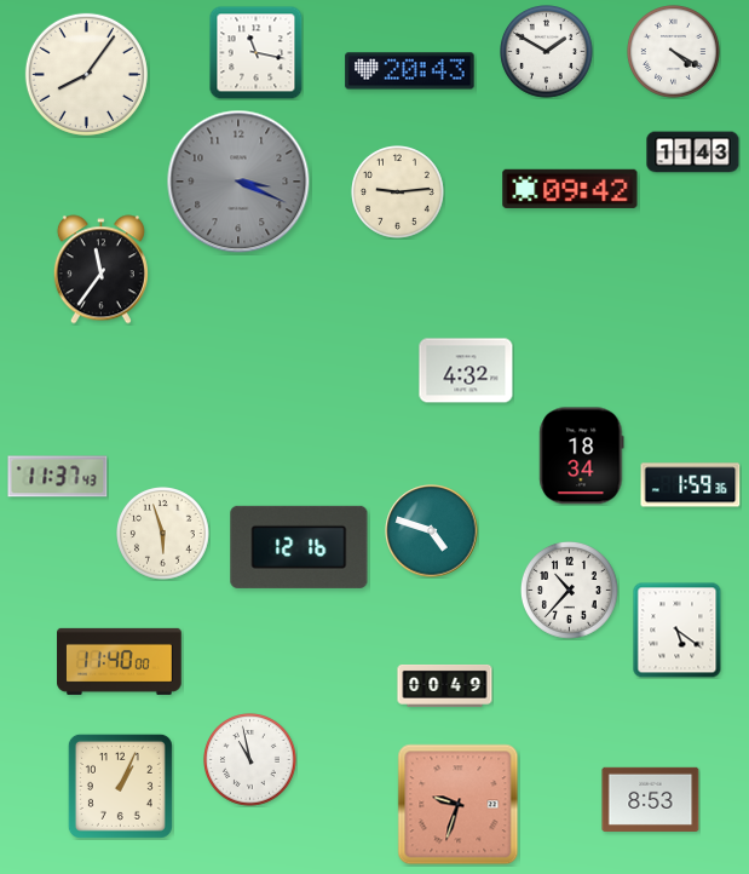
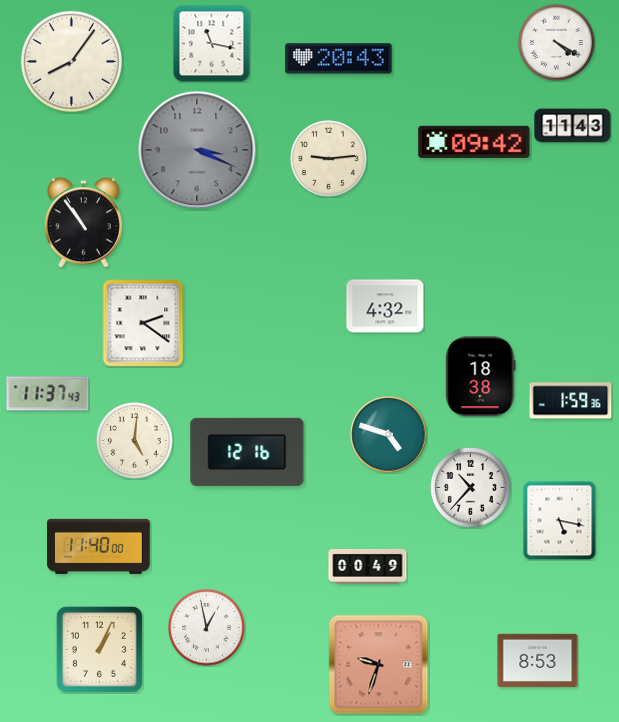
clock at (547, 52): 1:50 -> none
clock at (570, 189) position: (570, 189) -> (474, 142)
clock at (100, 270): 11:36 -> 10:54
clock at (143, 323): none -> 2:21
clock at (582, 456): 18:34 -> 18:38
clock at (432, 531) position: (432, 531) -> (389, 435)
clock at (163, 534): 5:57 -> 5:01
clock at (678, 631): 5:21 -> 5:17
clock at (250, 760): 10:58 -> 12:58
